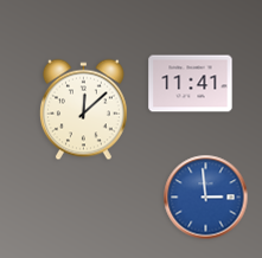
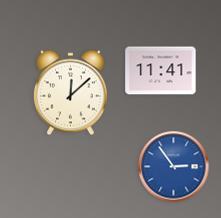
clock at (206, 198): 2:59 -> 2:54
